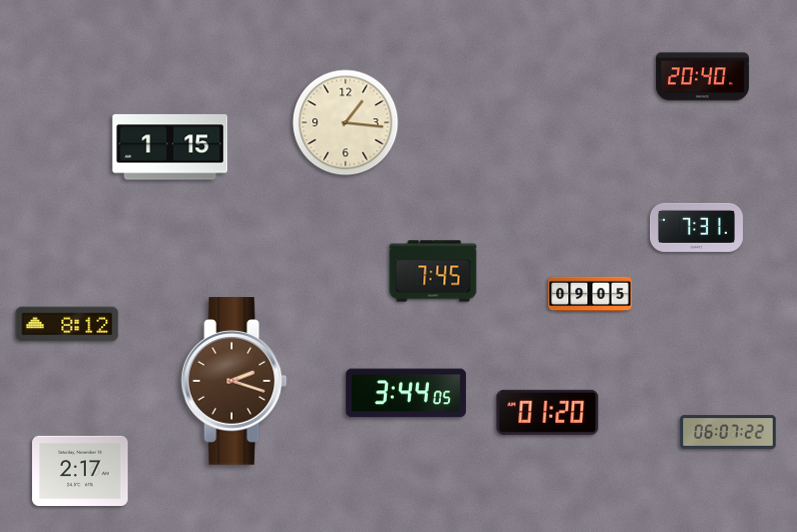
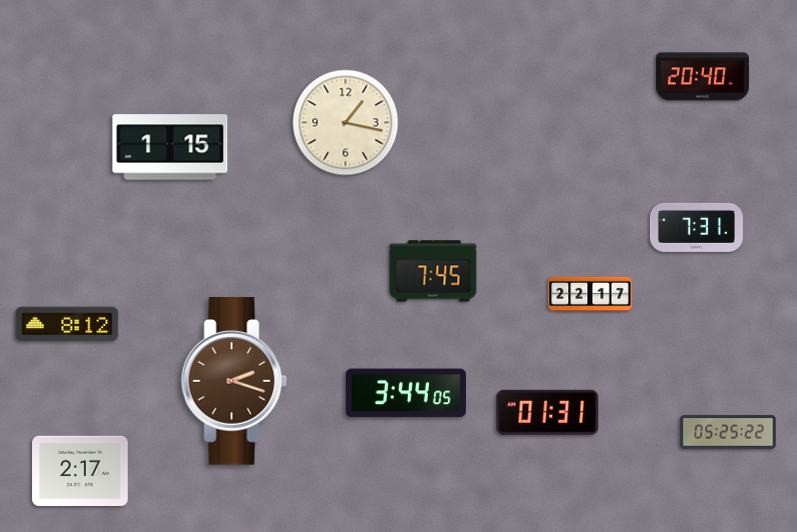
clock at (346, 123): 1:16 -> 1:17
clock at (590, 294): 09:05 -> 22:17
clock at (548, 412): 01:20 -> 01:31
clock at (728, 432): 06:07 -> 05:25
